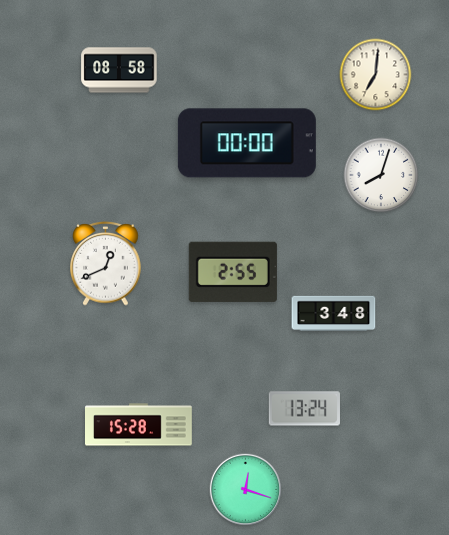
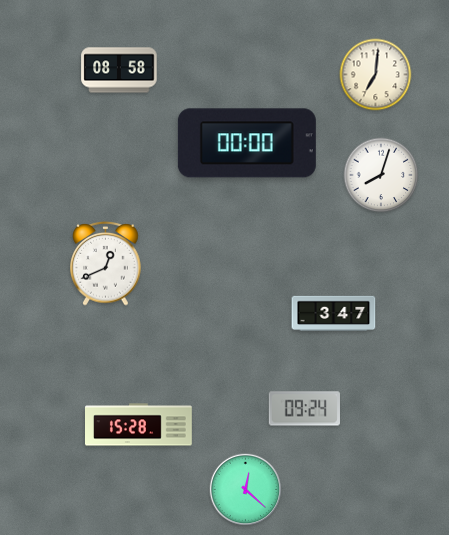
clock at (233, 272): 2:55 -> none
clock at (334, 313): 3:48 -> 3:47
clock at (304, 409): 13:24 -> 09:24
clock at (246, 490): 12:18 -> 12:22
